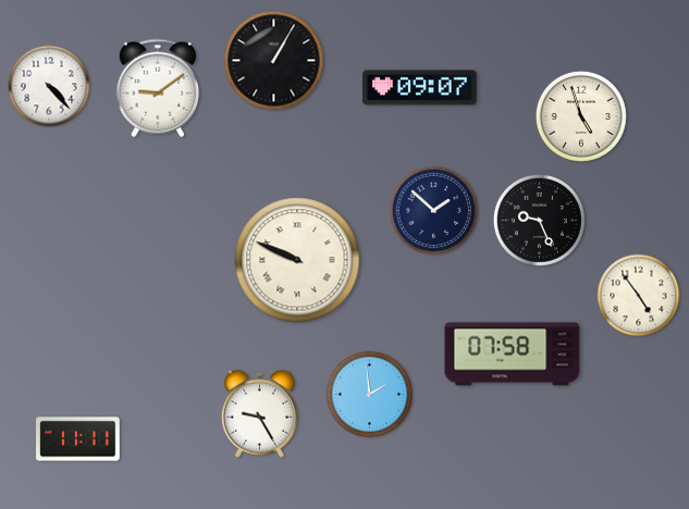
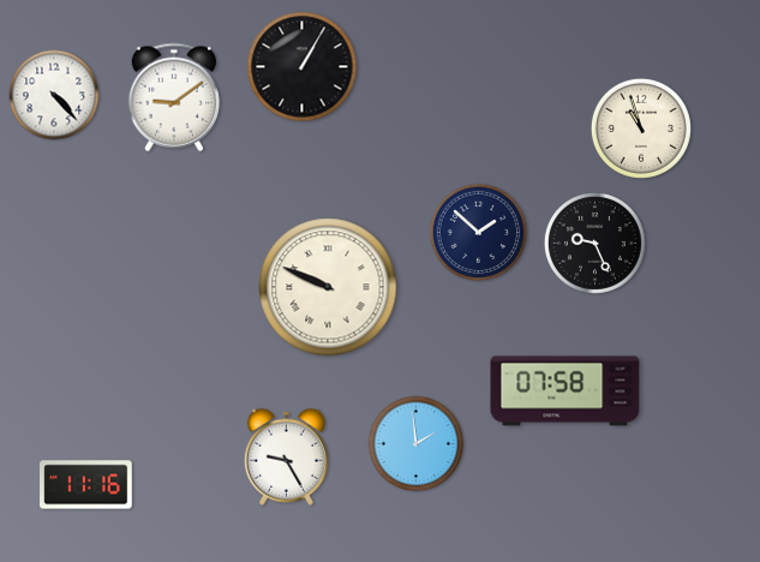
clock at (420, 88): 09:07 -> none
clock at (581, 116): 4:57 -> 10:57
clock at (639, 296): 4:54 -> none
clock at (370, 395) position: (370, 395) -> (417, 444)
clock at (78, 439): 11:11 -> 11:16
